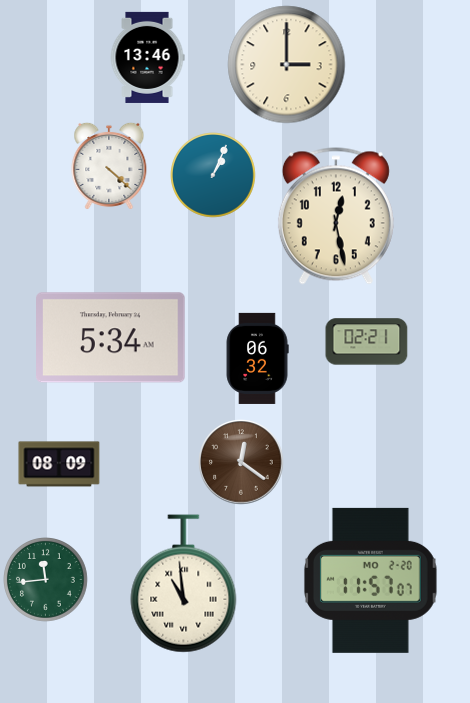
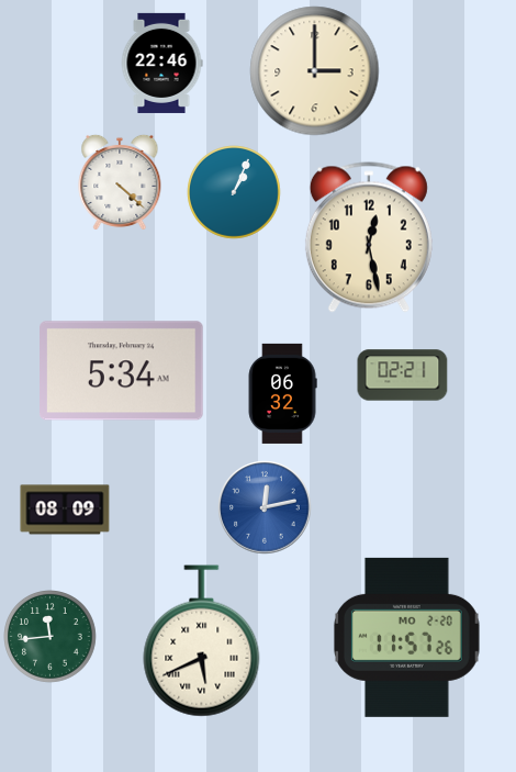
clock at (147, 57): 13:46 -> 22:46
clock at (241, 462): 12:21 -> 12:13
clock at (241, 462) dial: brown -> blue
clock at (370, 580): 11:57:07 -> 11:57:26
clock at (184, 584): 10:59 -> 5:41
